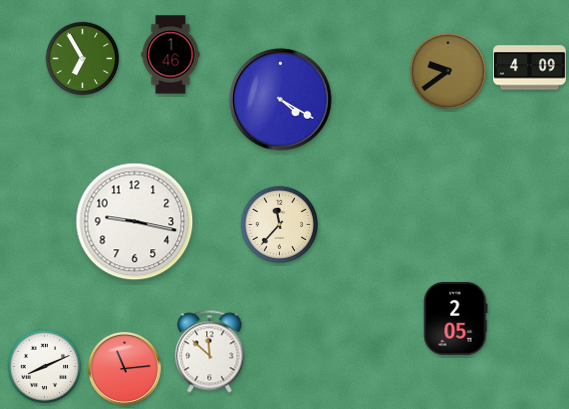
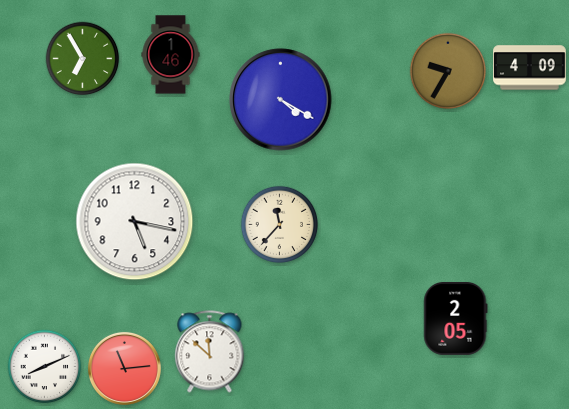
clock at (448, 71): 9:39 -> 9:35
clock at (135, 222): 9:17 -> 5:17
